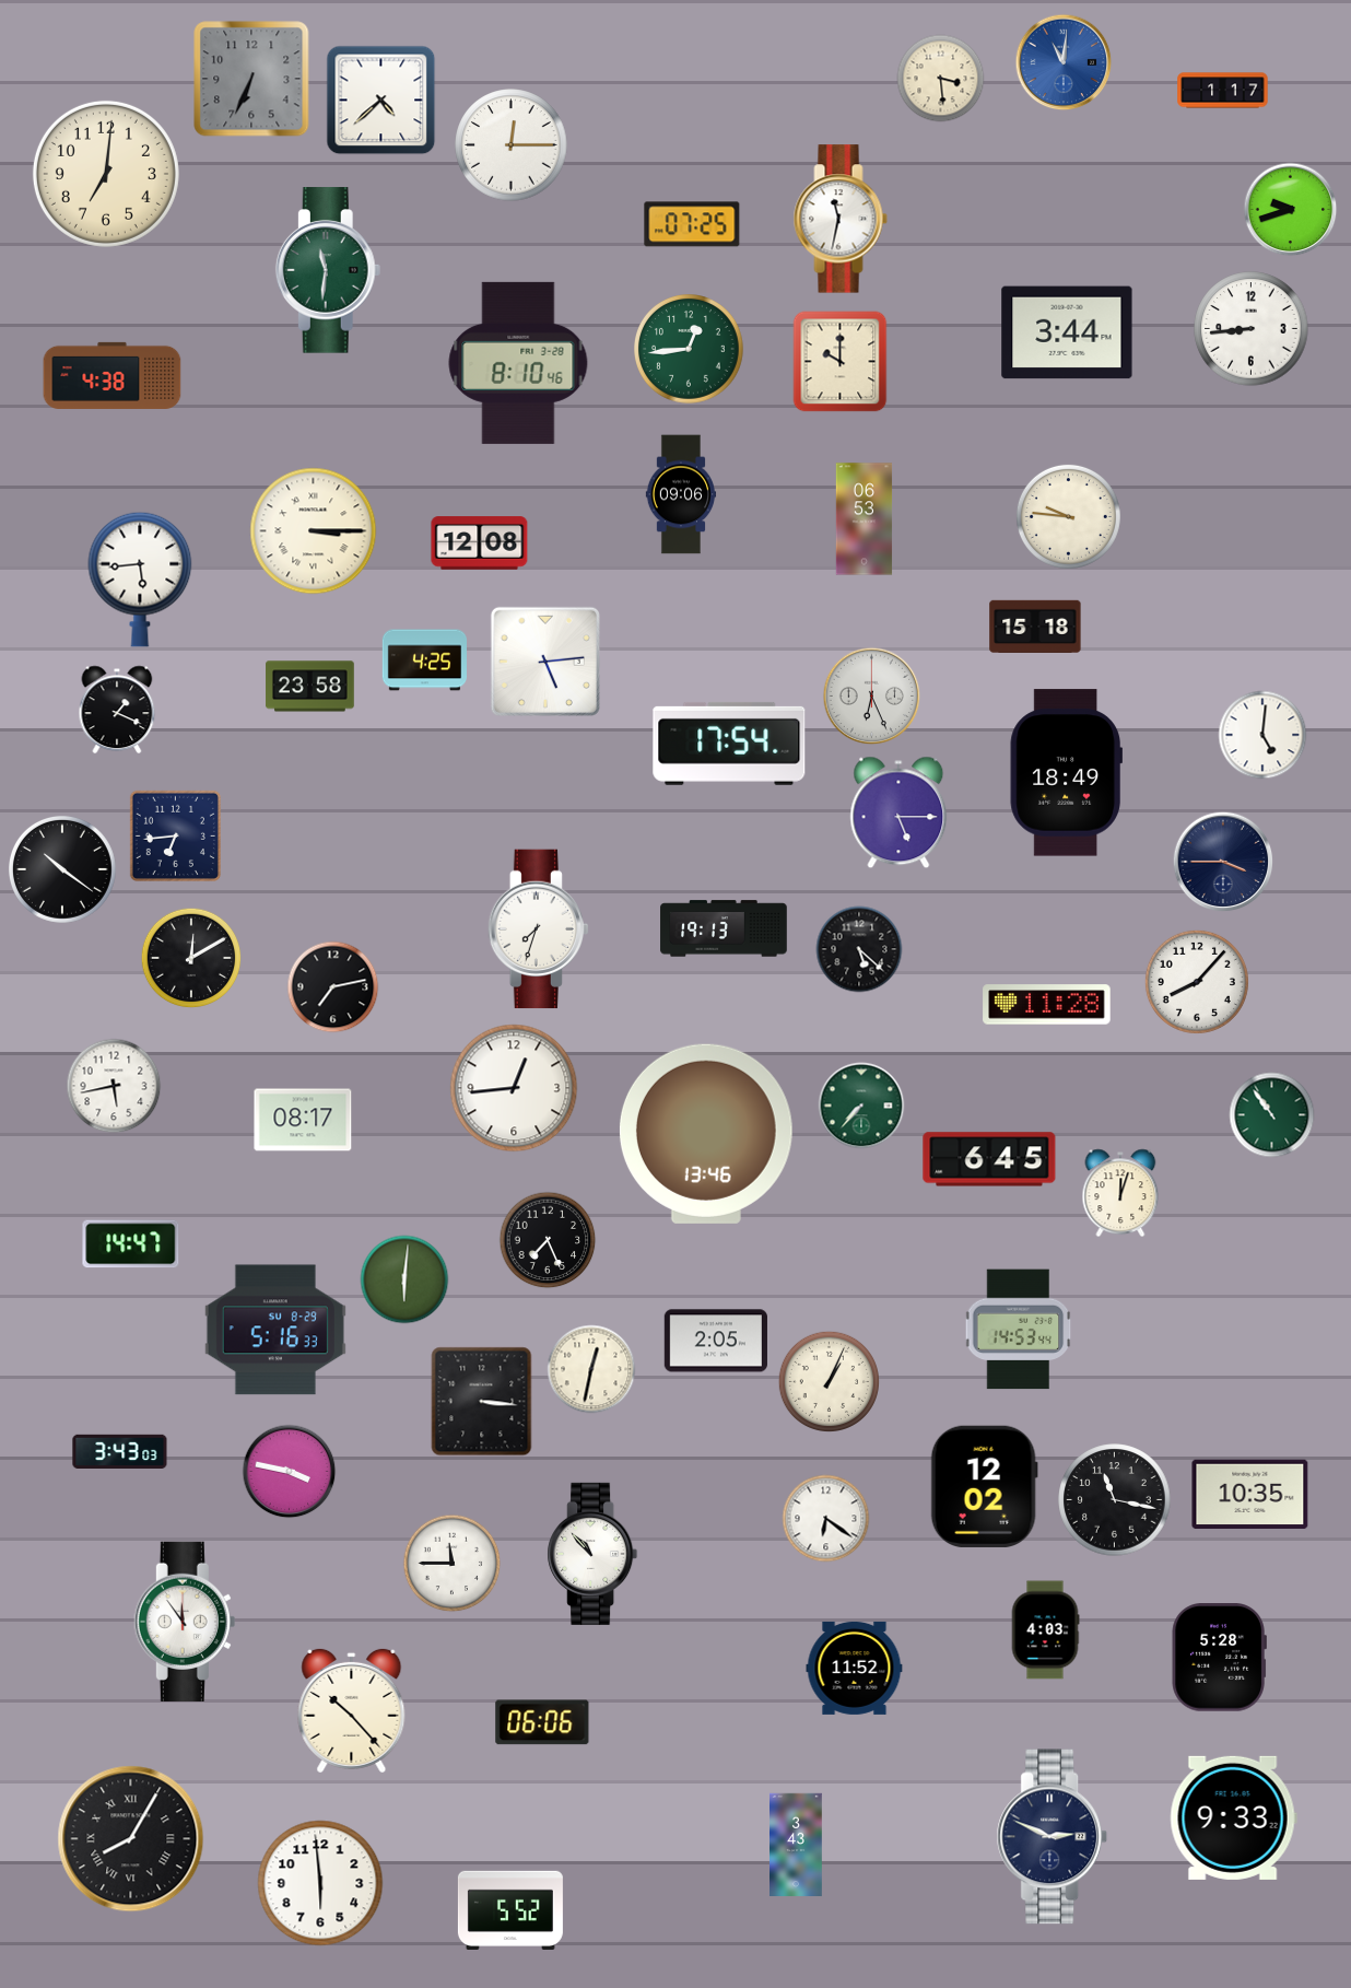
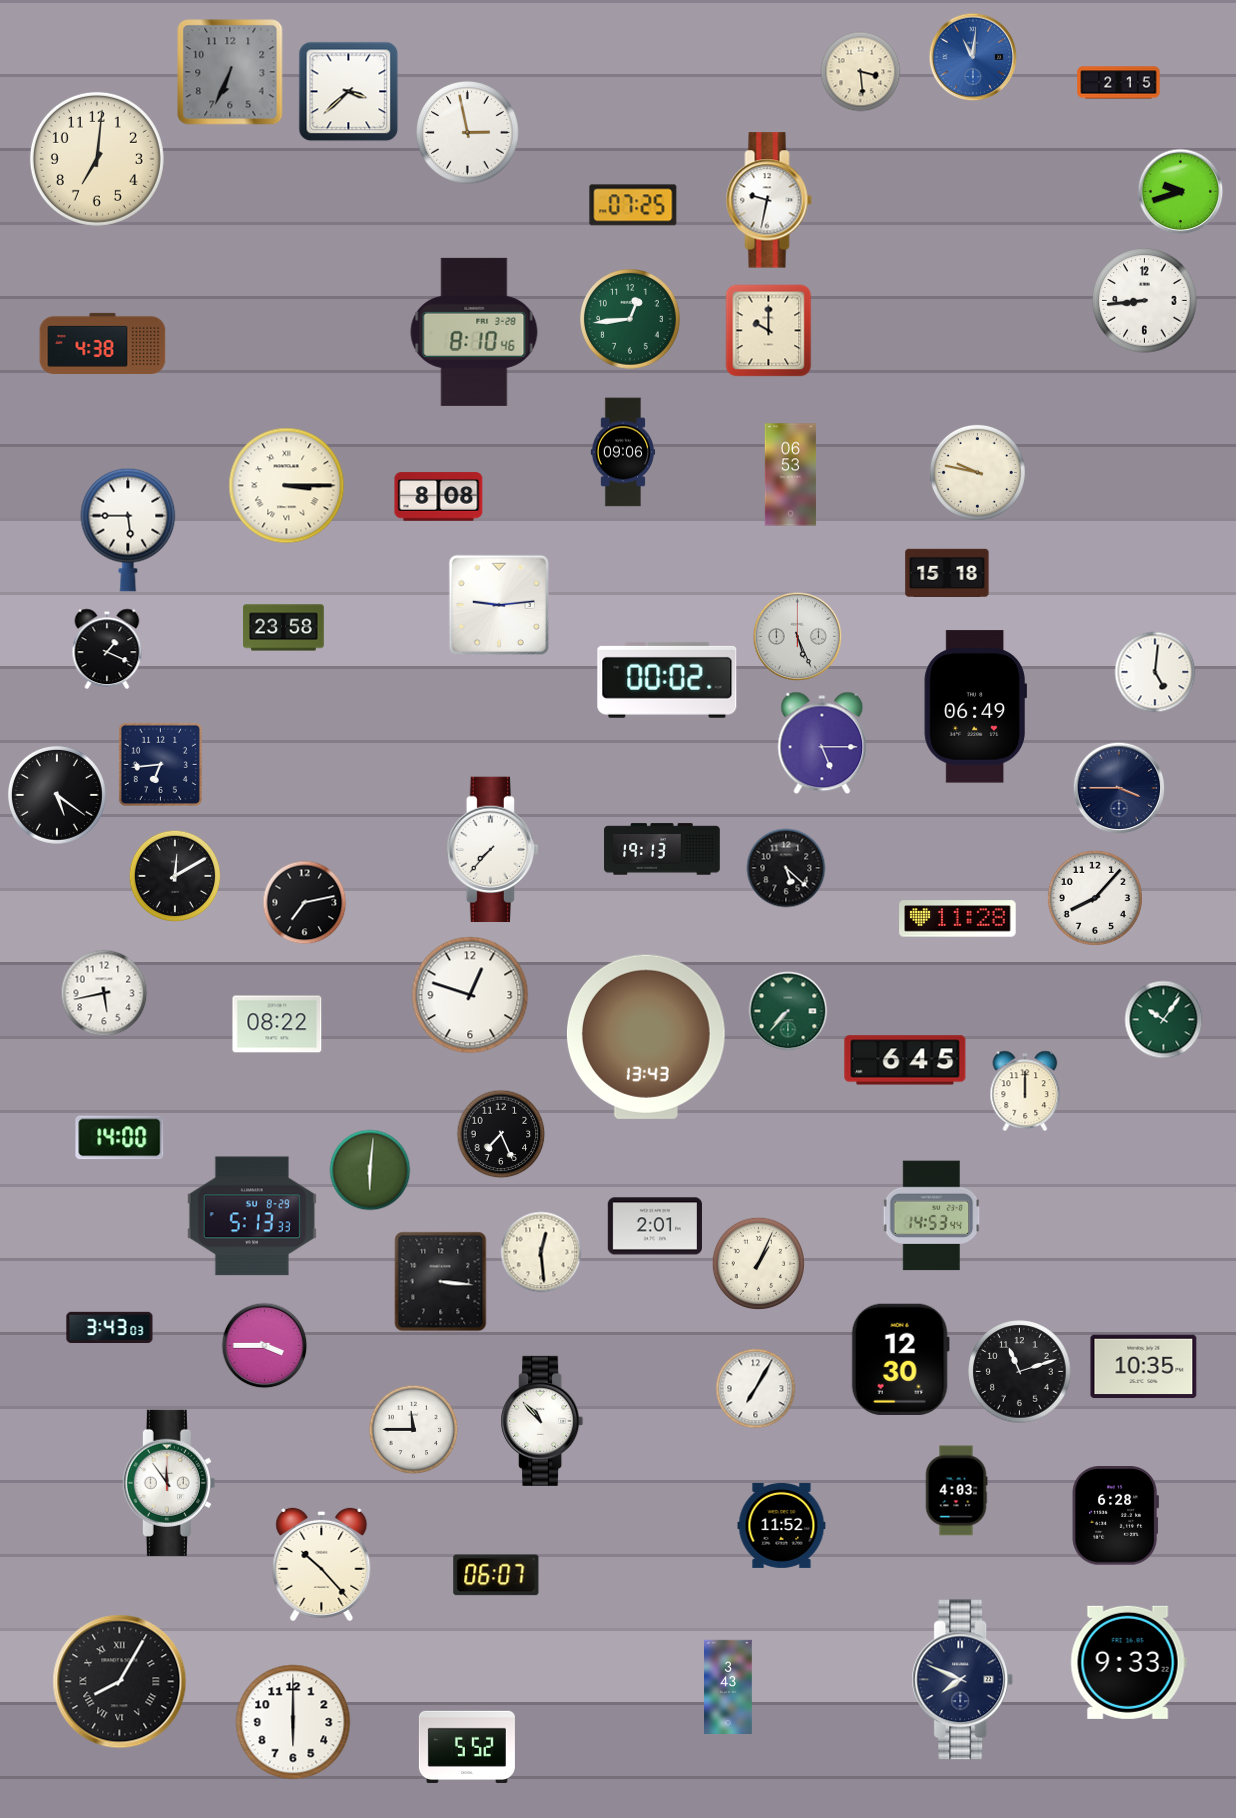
clock at (1223, 91): 1:17 -> 2:15
clock at (381, 101): 4:38 -> 3:38
clock at (512, 145): 12:15 -> 2:58
clock at (841, 219): 11:32 -> 9:32
clock at (328, 270): 11:31 -> none
clock at (1067, 332): 3:44 -> none
clock at (1068, 516): 9:46 -> 9:47
clock at (480, 543): 12:08 -> 8:08
clock at (140, 580): 5:44 -> 5:45
clock at (424, 660): 4:25 -> none
clock at (545, 660): 5:14 -> 9:14
clock at (872, 697): 6:26 -> 5:26
clock at (729, 744): 17:54 -> 00:02
clock at (1066, 773): 18:49 -> 06:49
clock at (62, 869): 10:21 -> 5:21
clock at (538, 929): 7:33 -> 7:37
clock at (514, 1088): 12:44 -> 12:48
clock at (1272, 1115): 10:54 -> 10:06
clock at (303, 1120): 08:17 -> 08:22
clock at (706, 1134): 13:46 -> 13:43
clock at (1120, 1193): 12:03 -> 12:00
clock at (131, 1244): 14:47 -> 14:00
clock at (275, 1330): 5:16 -> 5:13
clock at (716, 1341): 2:05 -> 2:01
clock at (591, 1369): 12:32 -> 12:29
clock at (290, 1472): 3:47 -> 3:45
clock at (984, 1486): 12:02 -> 12:30
clock at (1115, 1500): 11:17 -> 11:12
clock at (826, 1519): 6:21 -> 7:05
clock at (1219, 1658): 5:28 -> 6:28
clock at (542, 1722): 06:06 -> 06:07
clock at (1053, 1837): 2:49 -> 7:49
clock at (320, 1883): 5:59 -> 6:00
